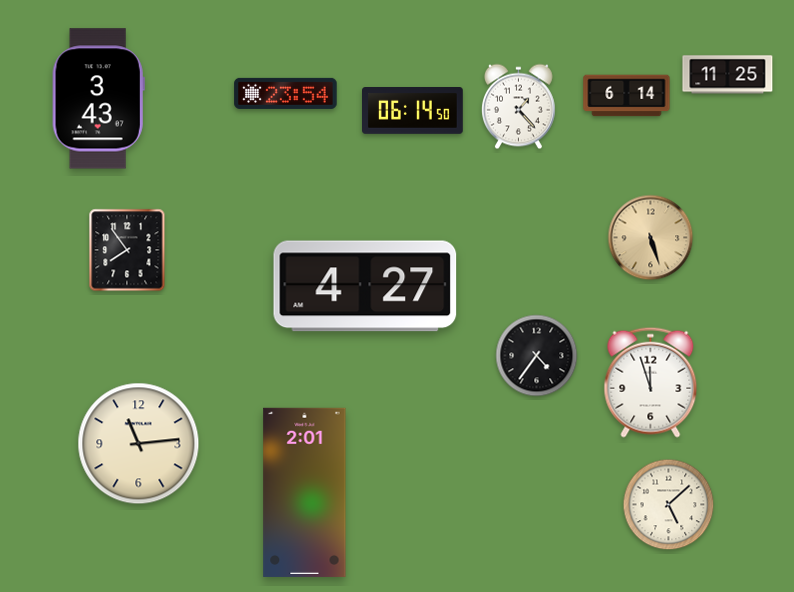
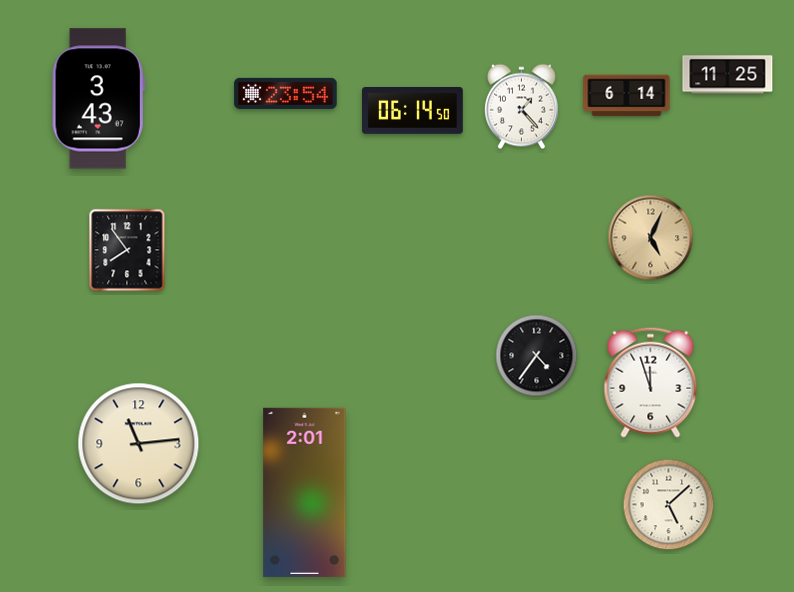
clock at (518, 107) position: (518, 107) -> (521, 107)
clock at (651, 238): 5:27 -> 5:04
clock at (365, 286): 4:27 -> none
